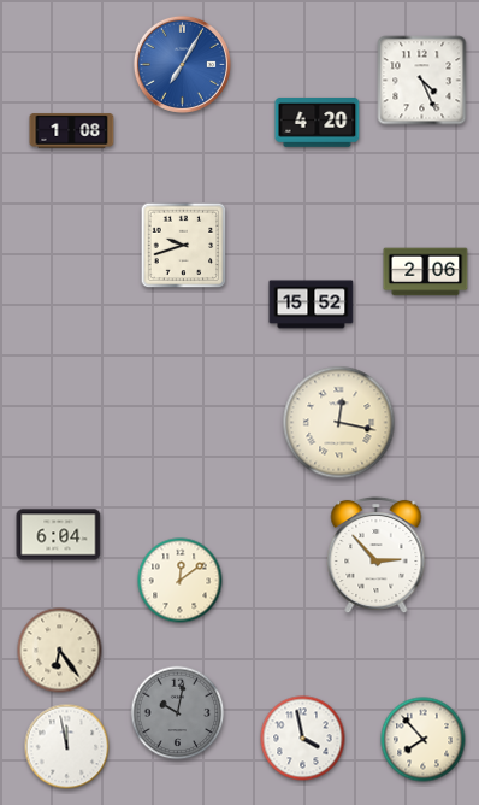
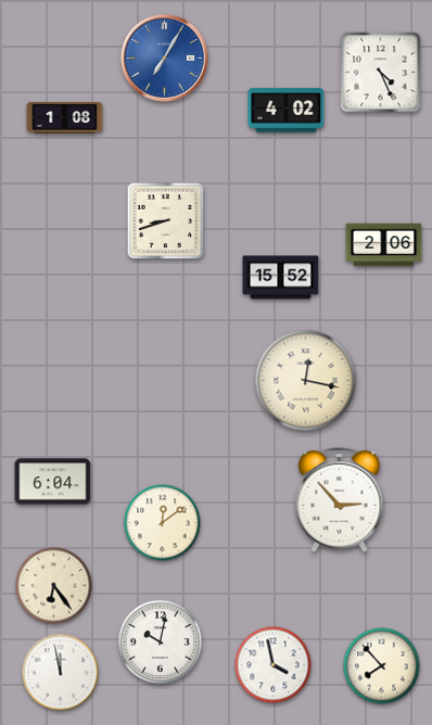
clock at (318, 123): 4:20 -> 4:02
clock at (184, 246): 9:42 -> 8:42
clock at (312, 305) position: (312, 305) -> (281, 278)
clock at (178, 713) dial: grey -> white
